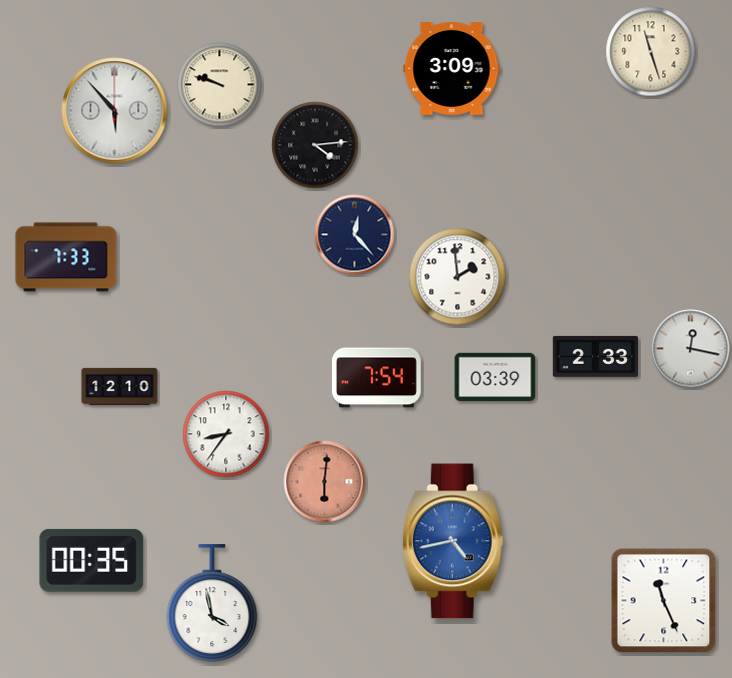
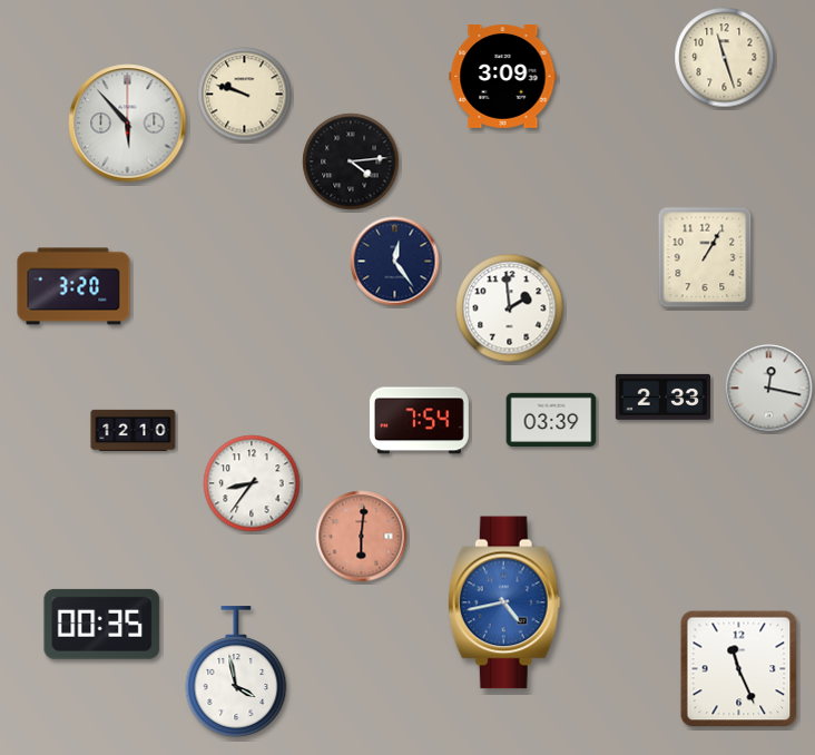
clock at (705, 257): none -> 1:05
clock at (355, 235): 12:23 -> 12:24
clock at (66, 257): 7:33 -> 3:20
